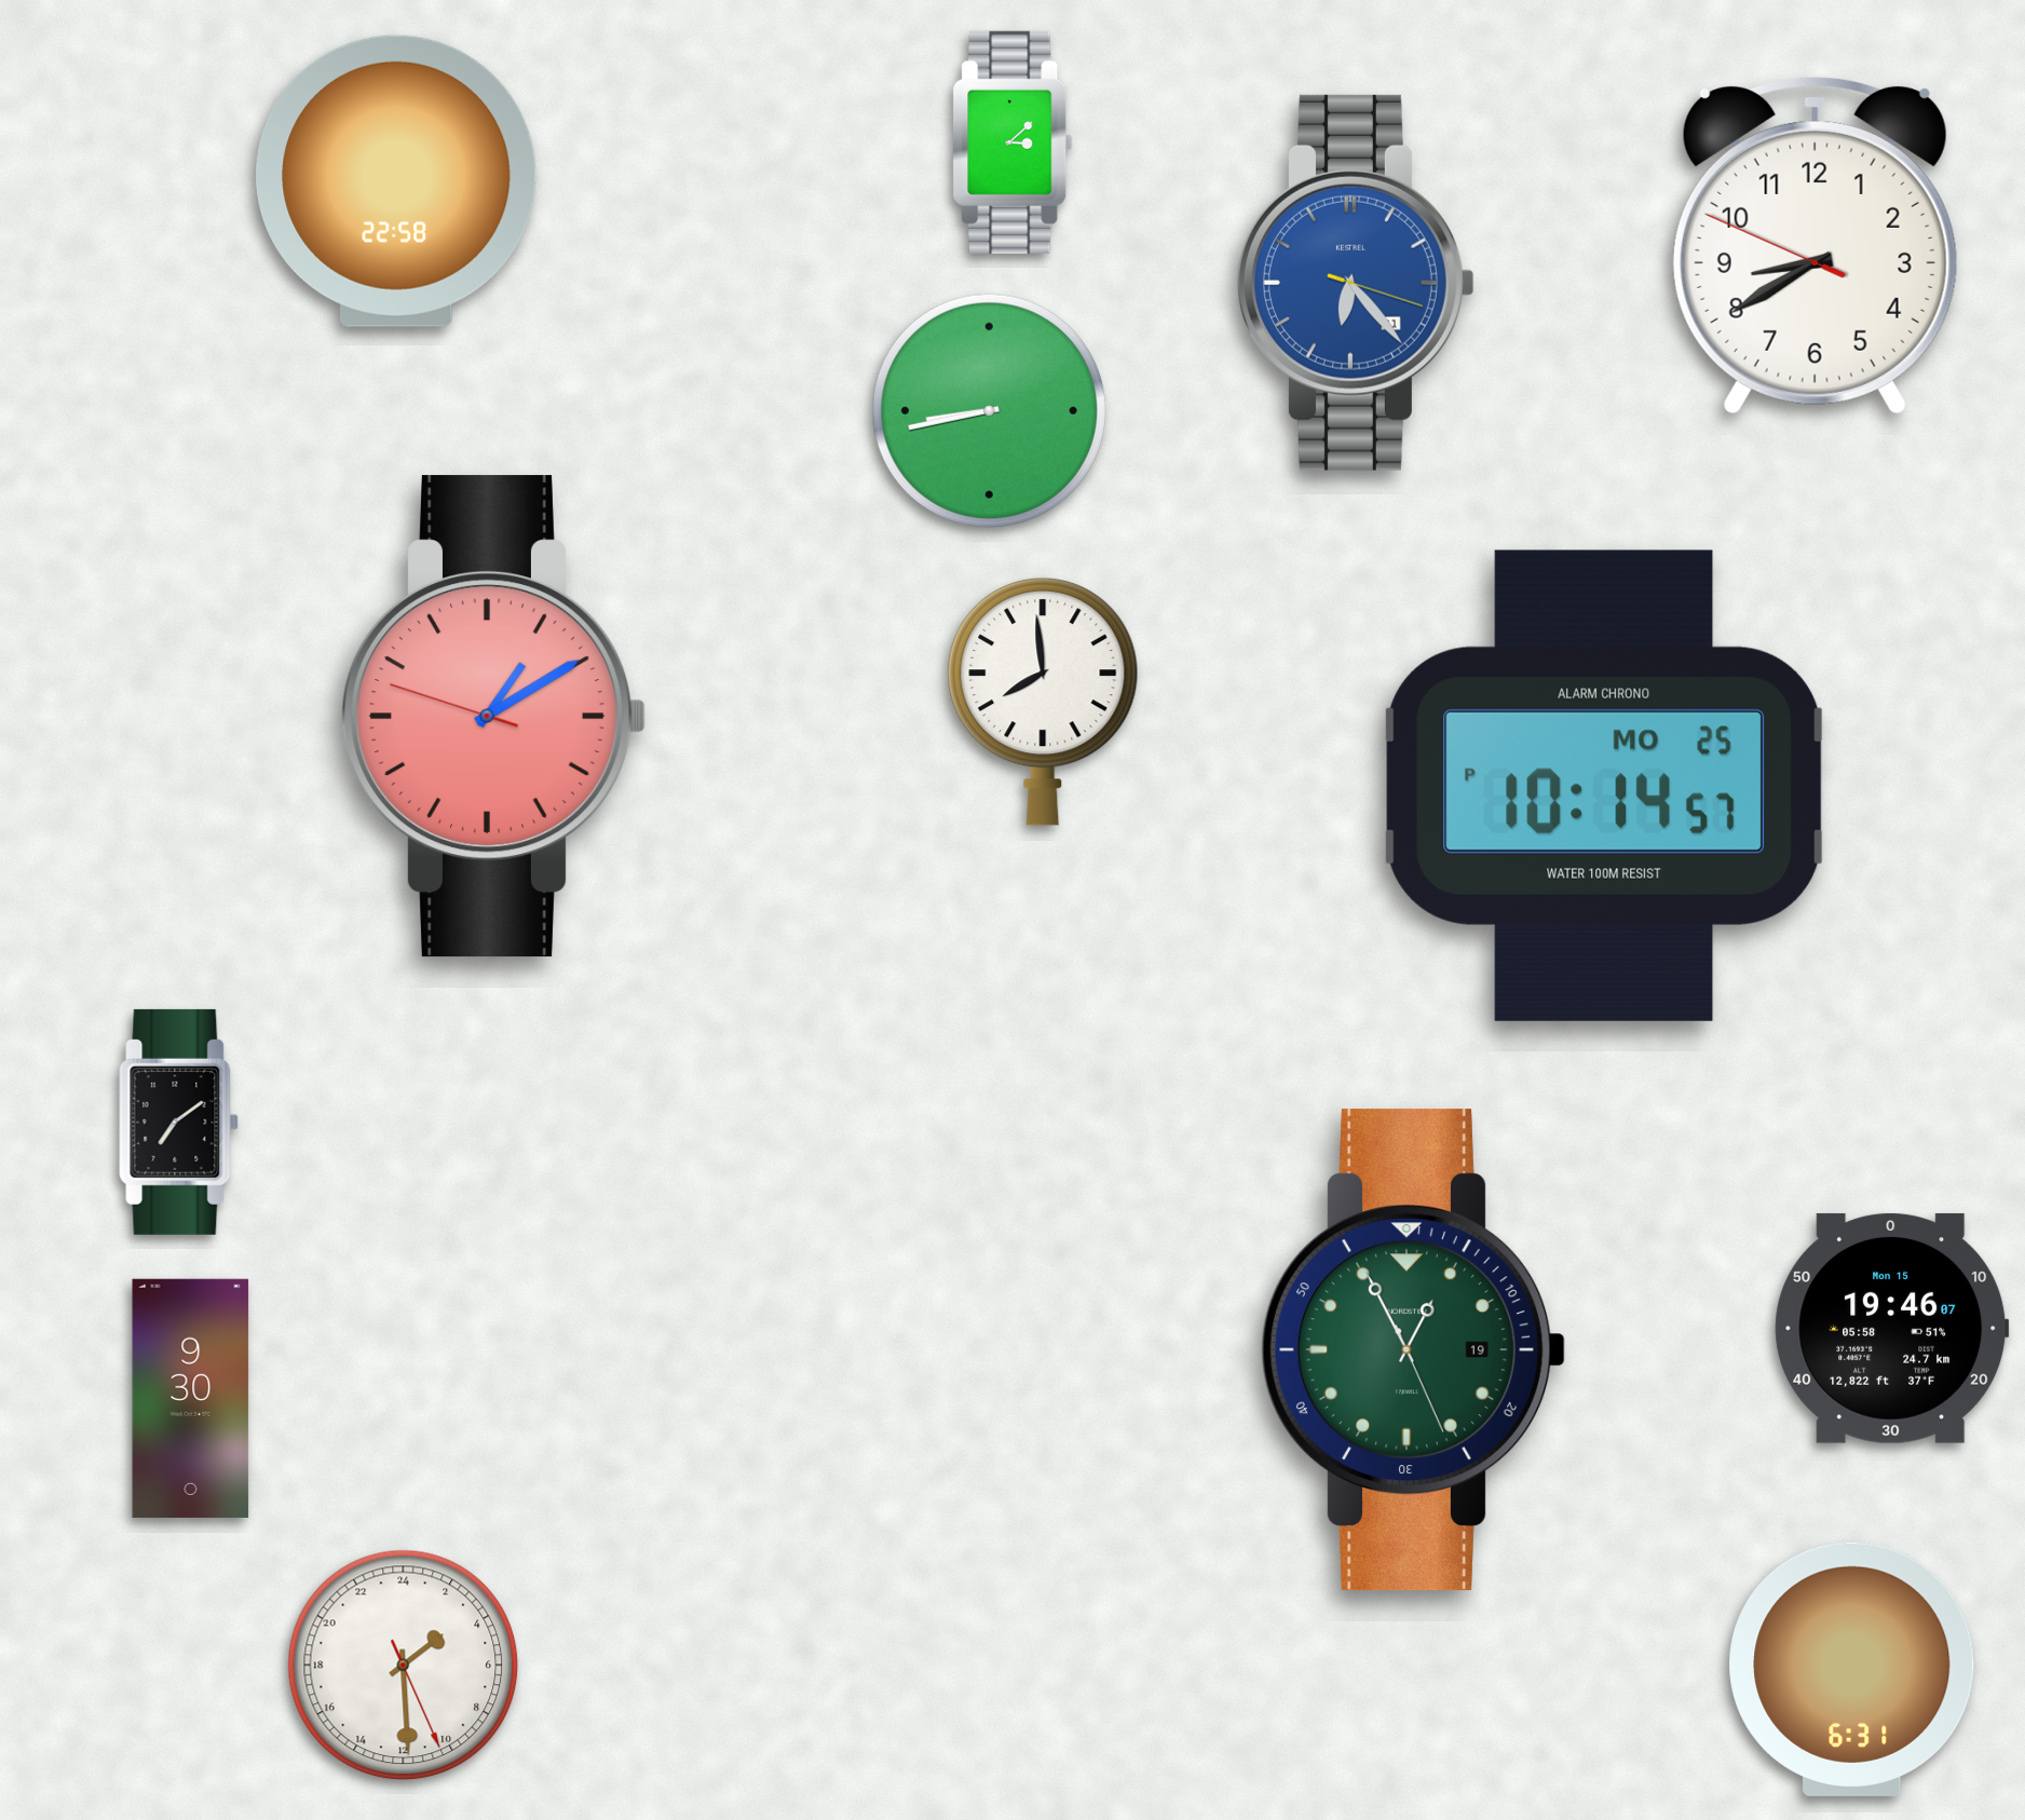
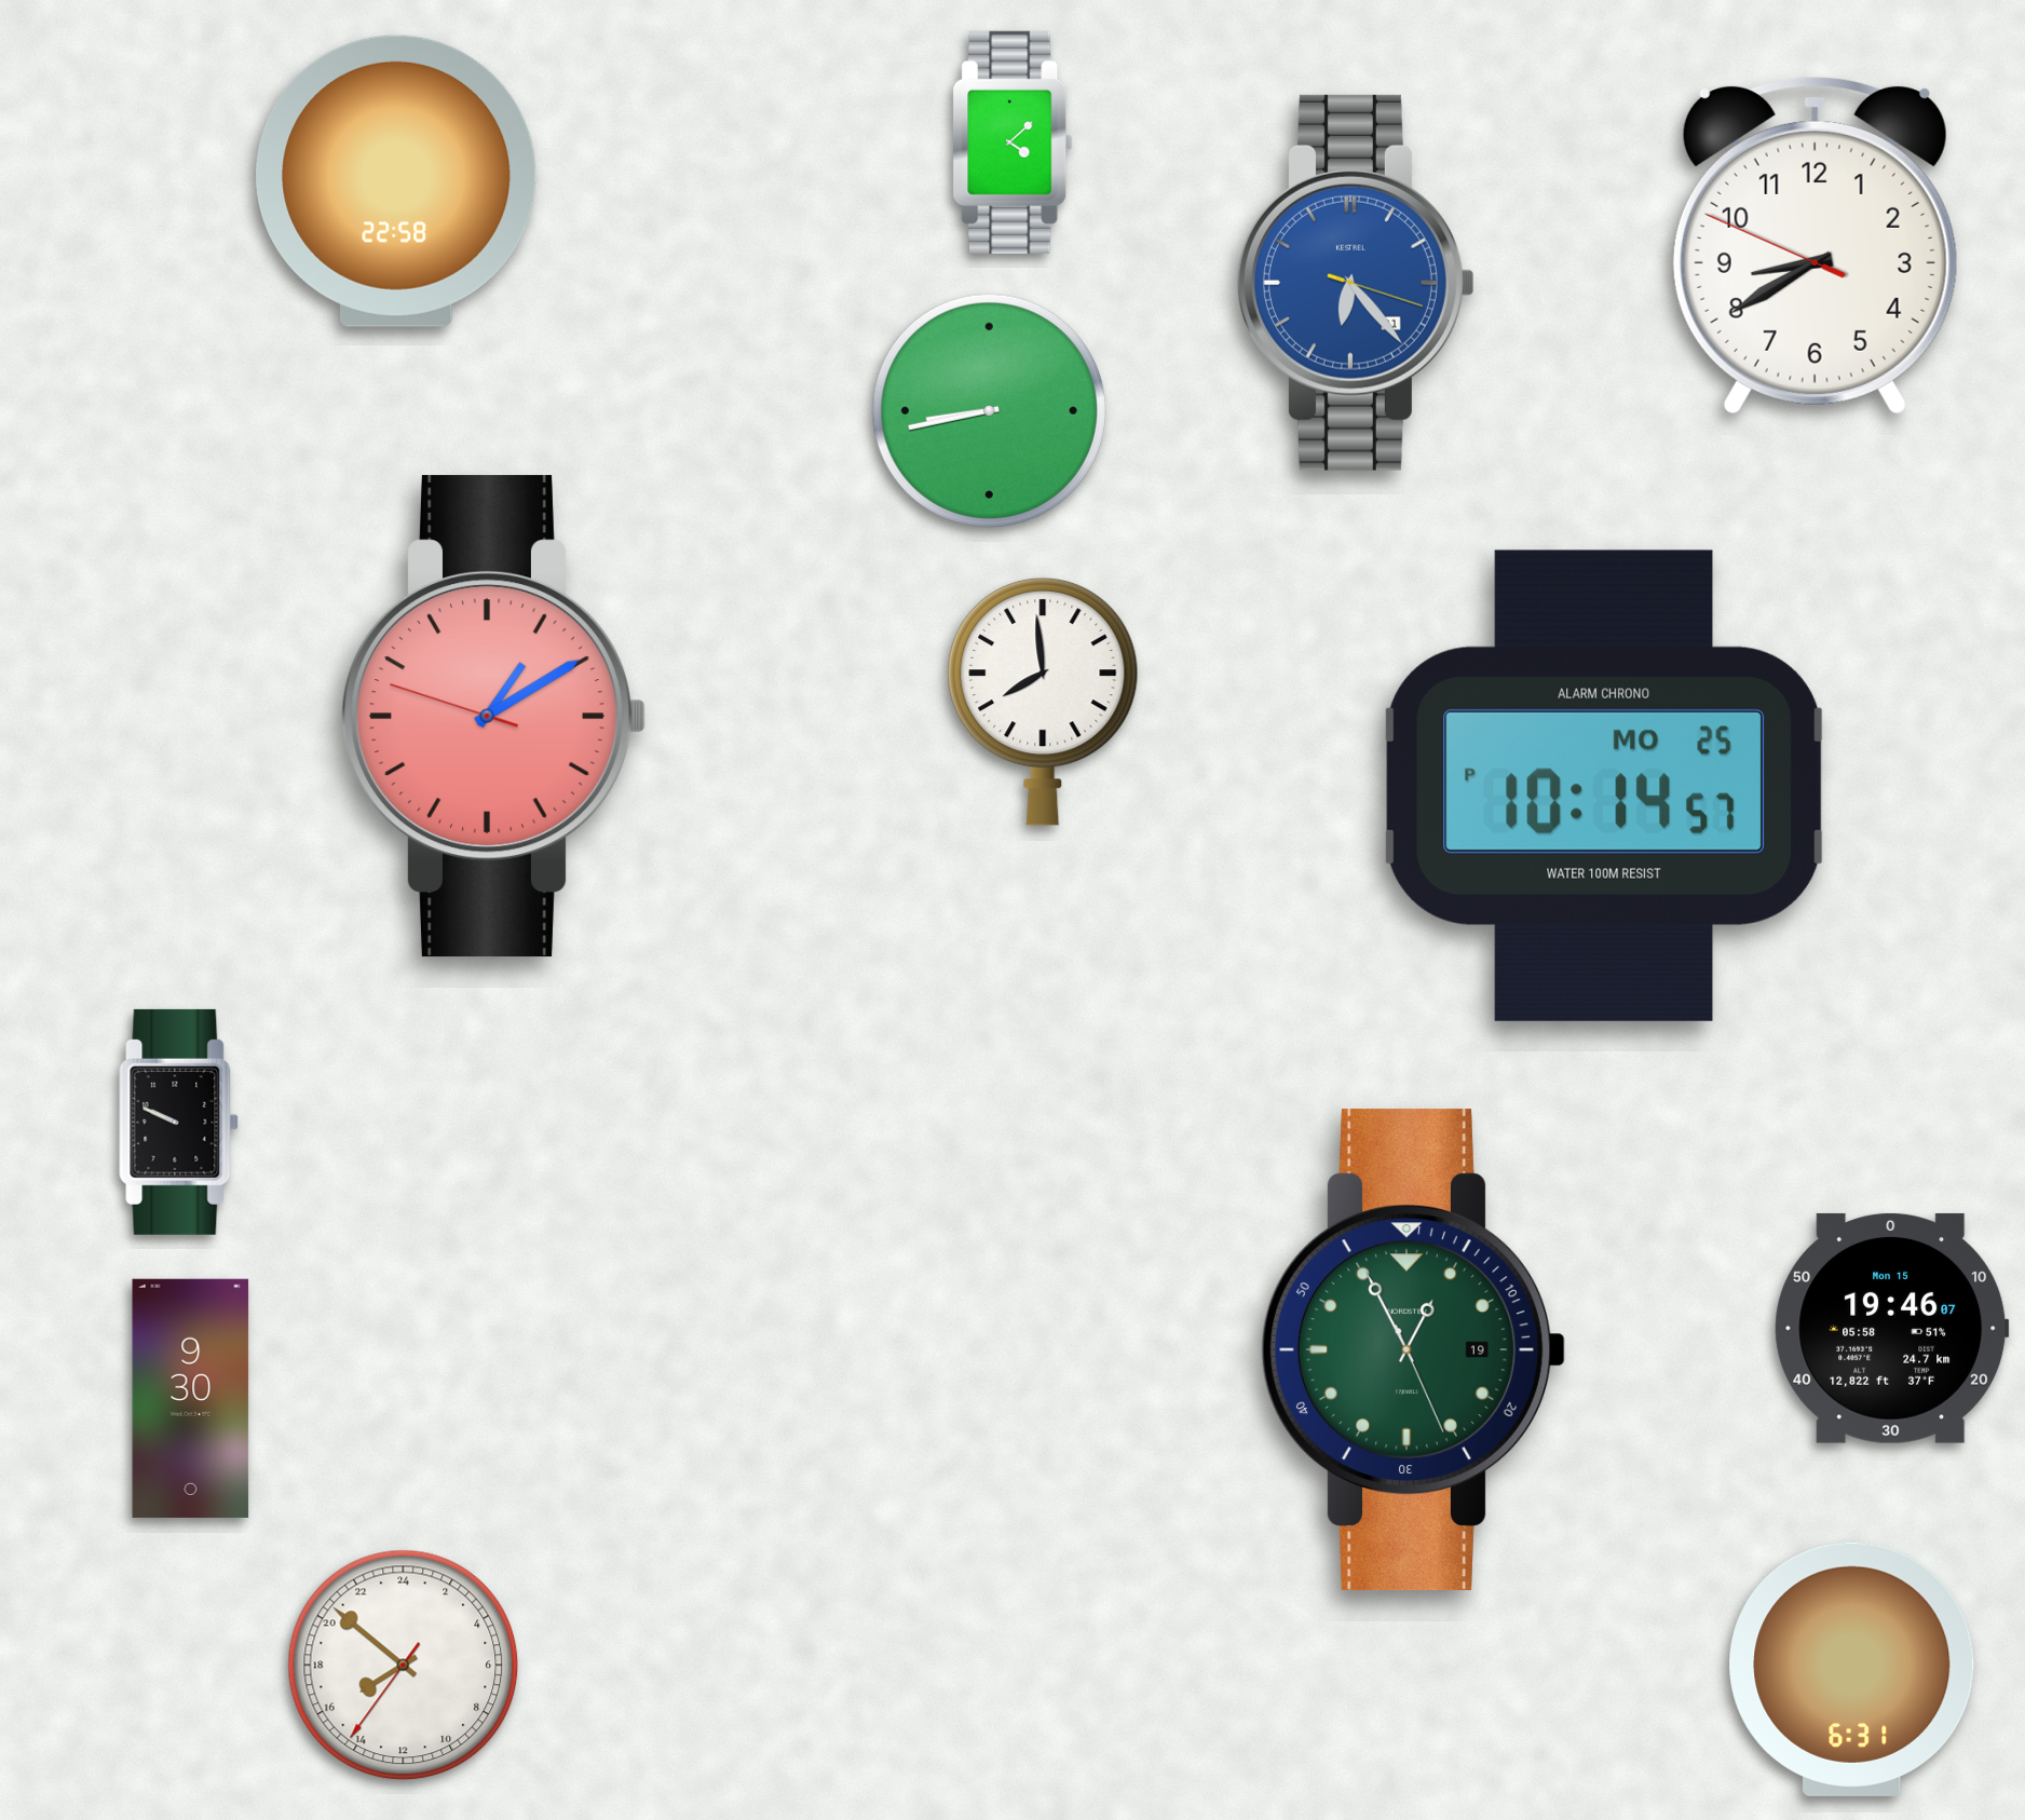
clock at (1012, 142): 3:08 -> 4:08
clock at (179, 1122): 7:09 -> 9:49
clock at (404, 1666): 3:29 -> 15:51
